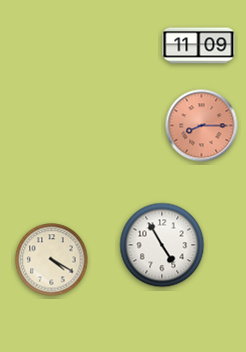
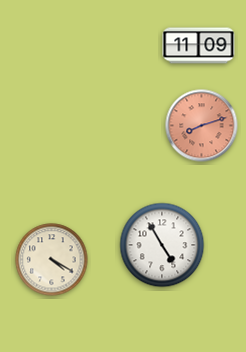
clock at (202, 126): 8:15 -> 8:12
